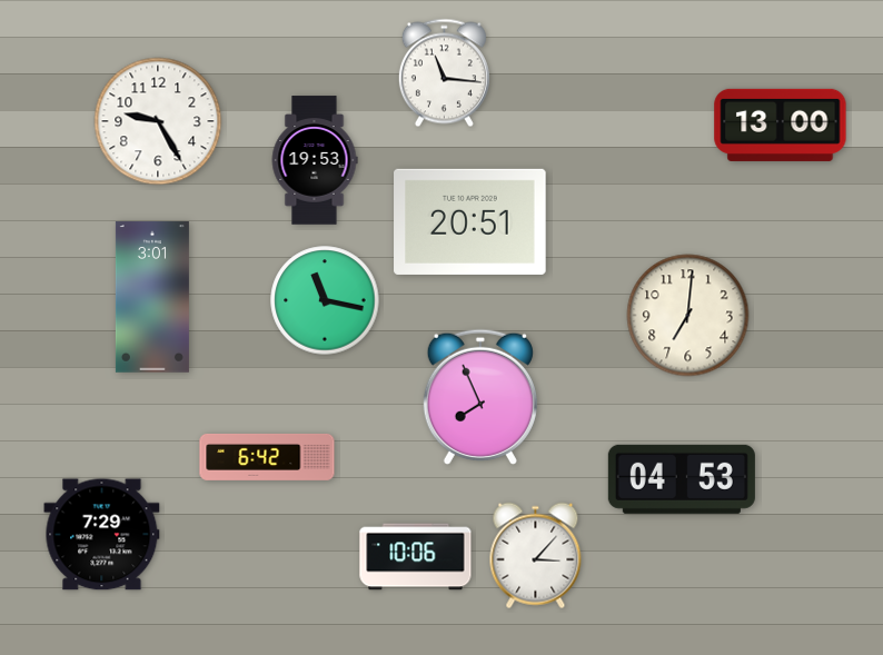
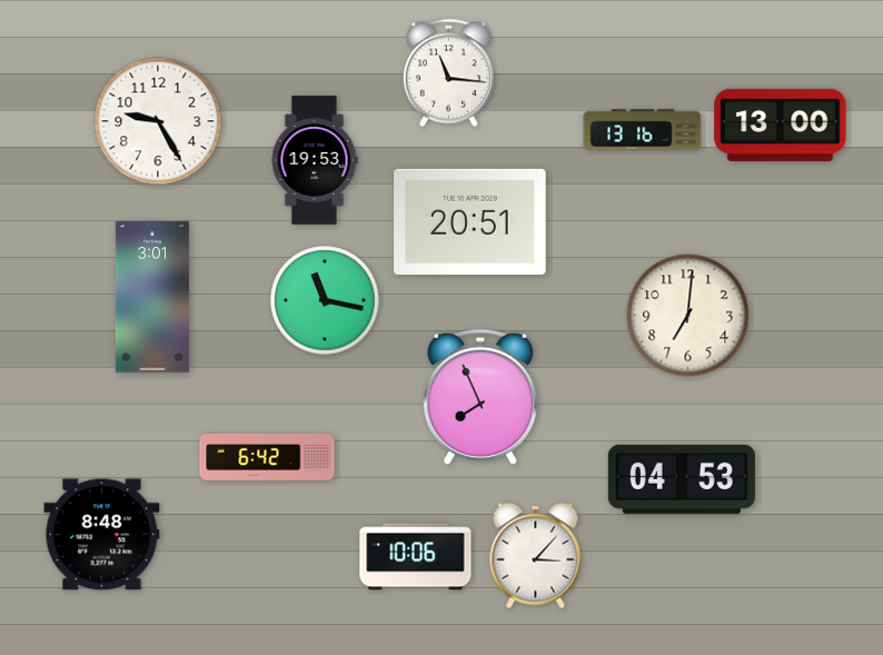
clock at (444, 73) position: (444, 73) -> (448, 73)
clock at (643, 130): none -> 13:16
clock at (102, 535): 7:29 -> 8:48
